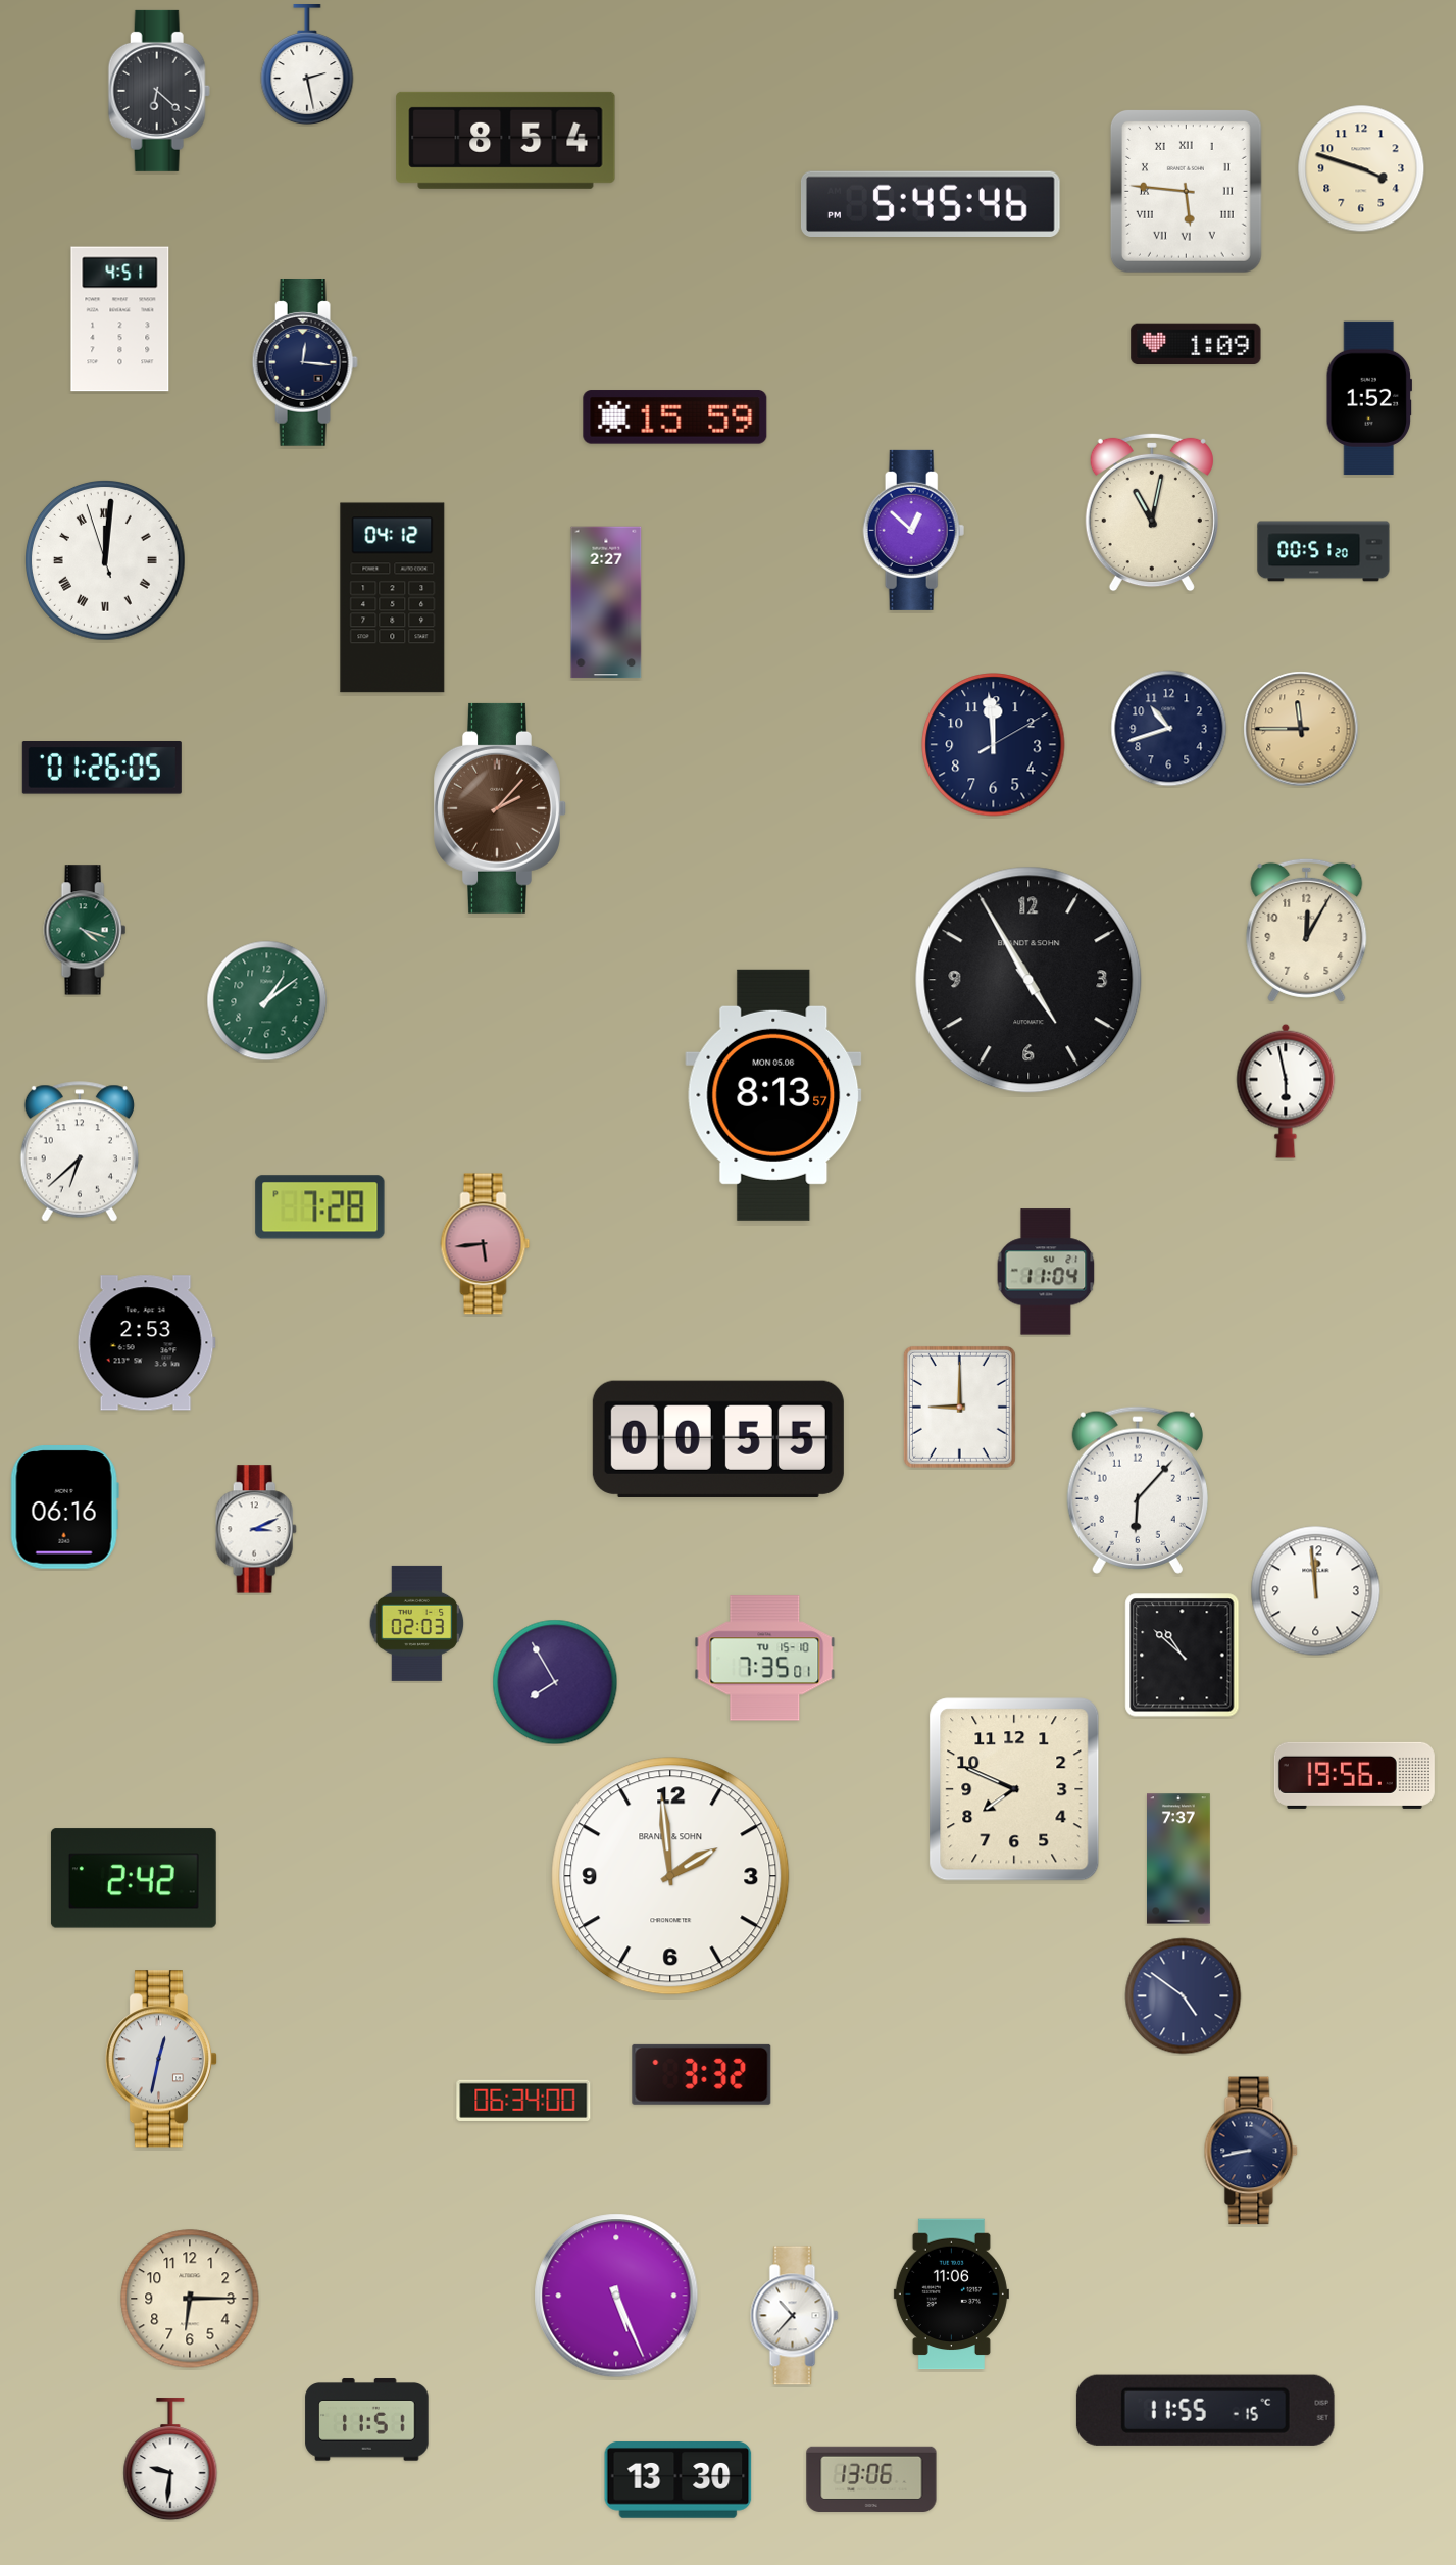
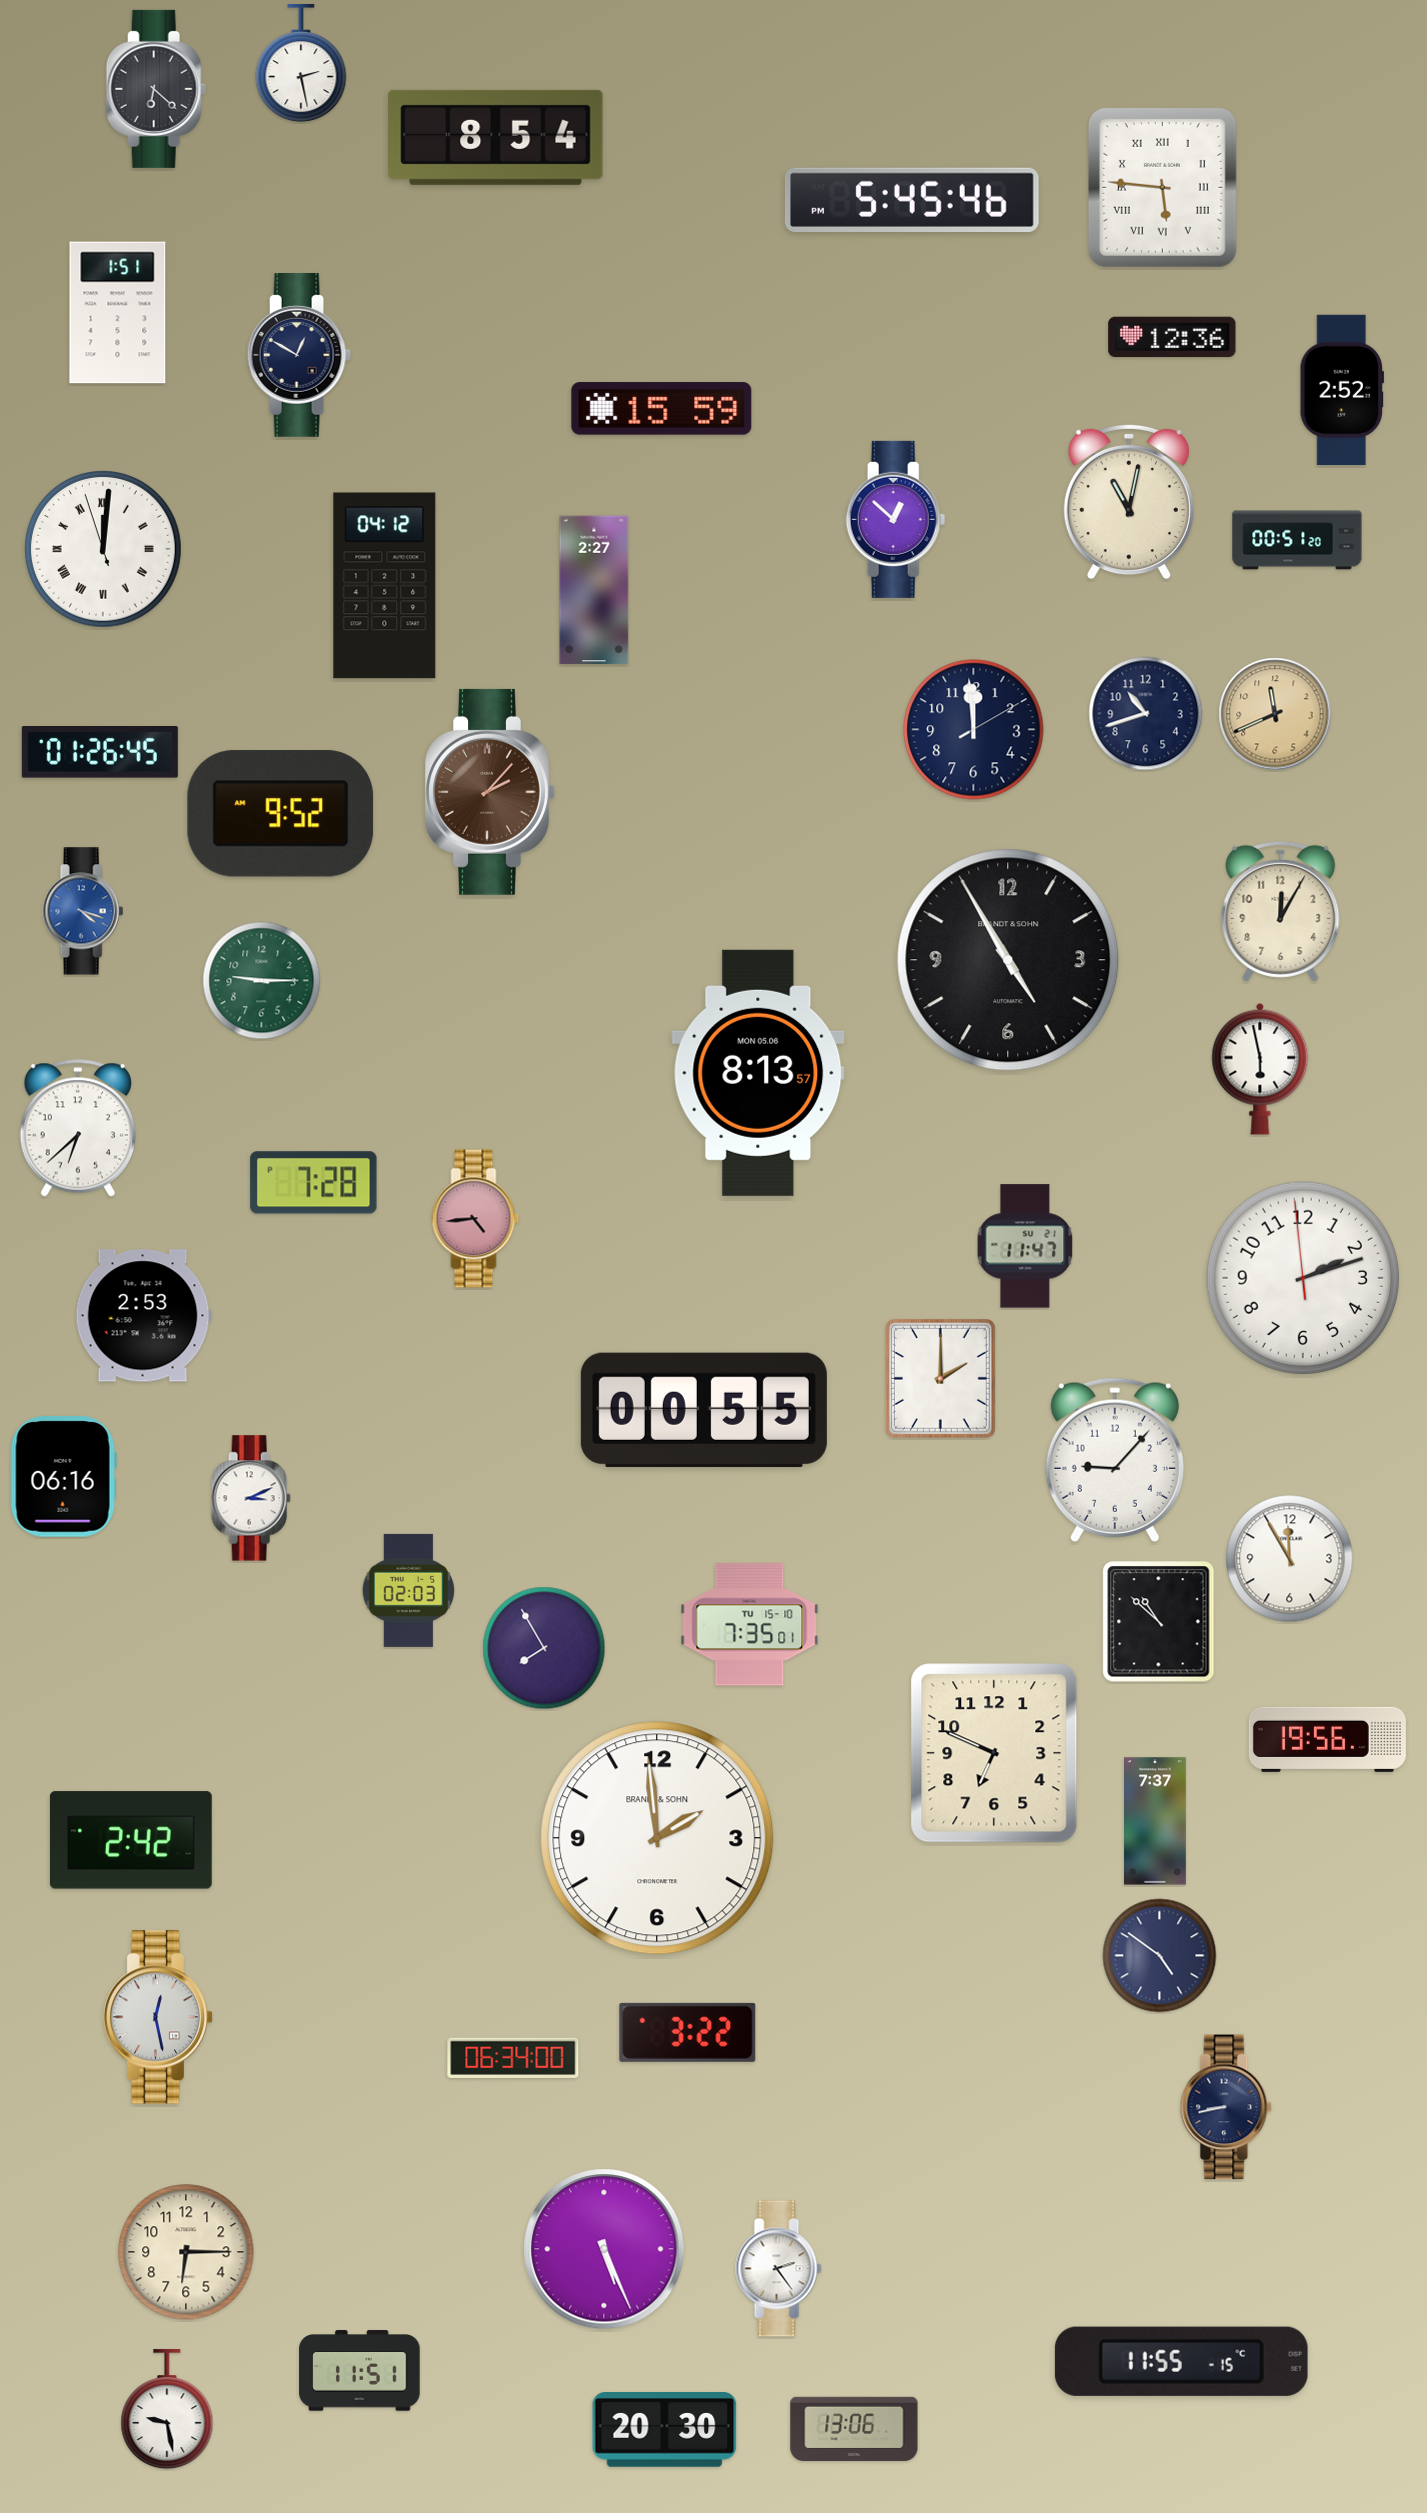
clock at (1361, 168): 3:48 -> none
clock at (120, 319): 4:51 -> 1:51
clock at (1196, 344): 1:09 -> 12:36
clock at (305, 363): 12:16 -> 12:50
clock at (1368, 398): 1:52 -> 2:52
clock at (1301, 729): 11:45 -> 11:41
clock at (102, 769): 01:26:05 -> 01:26:45
clock at (281, 814): none -> 9:52
clock at (85, 930) dial: green -> blue
clock at (267, 1001): 1:09 -> 9:15
clock at (486, 1244): 5:44 -> 4:44
clock at (1046, 1272): 11:04 -> 11:47
clock at (1303, 1278): none -> 2:11
clock at (959, 1407): 9:00 -> 2:00
clock at (1138, 1490): 6:07 -> 9:07
clock at (1316, 1591): 11:59 -> 11:55
clock at (1014, 1789): 7:49 -> 6:49
clock at (161, 2059): 12:32 -> 12:28
clock at (702, 2074): 3:32 -> 3:22
clock at (951, 2295): 11:06 -> none
clock at (795, 2316): 10:37 -> 2:24
clock at (170, 2460): 9:31 -> 9:28
clock at (679, 2480): 13:30 -> 20:30
